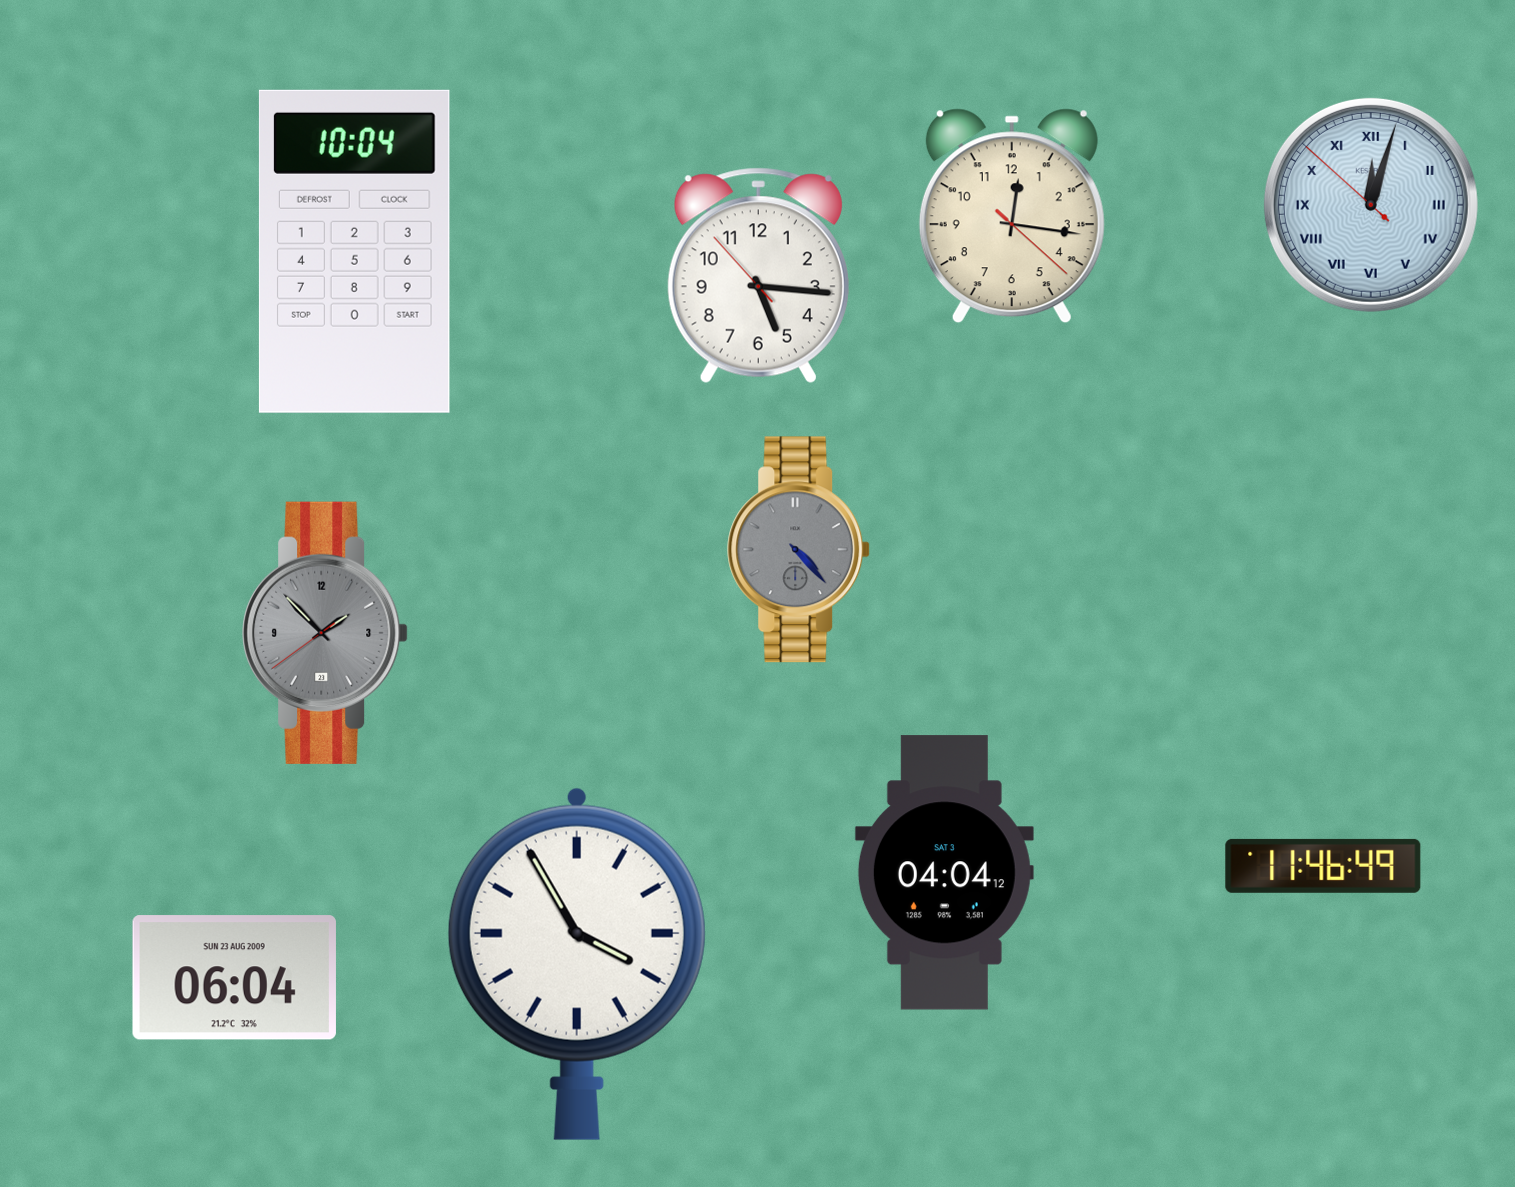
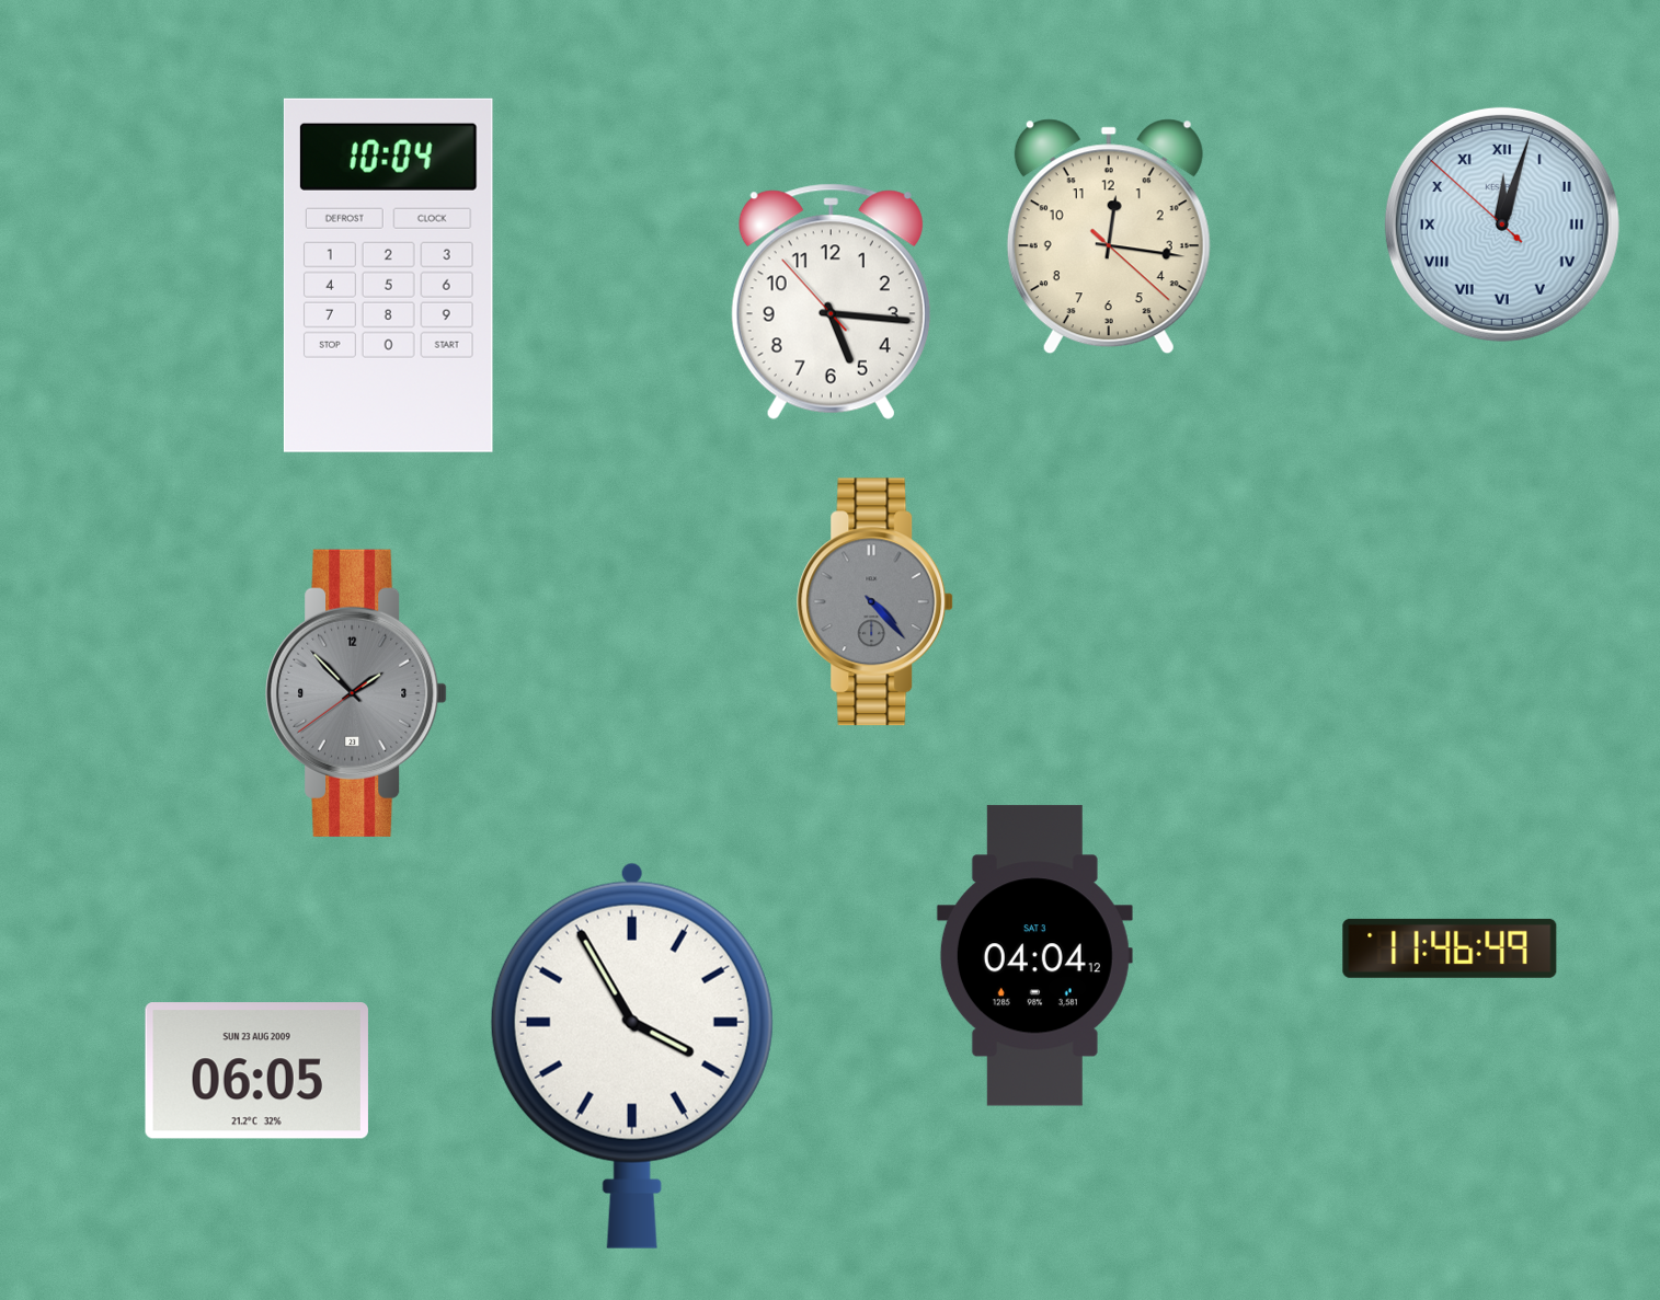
clock at (234, 978): 06:04 -> 06:05
